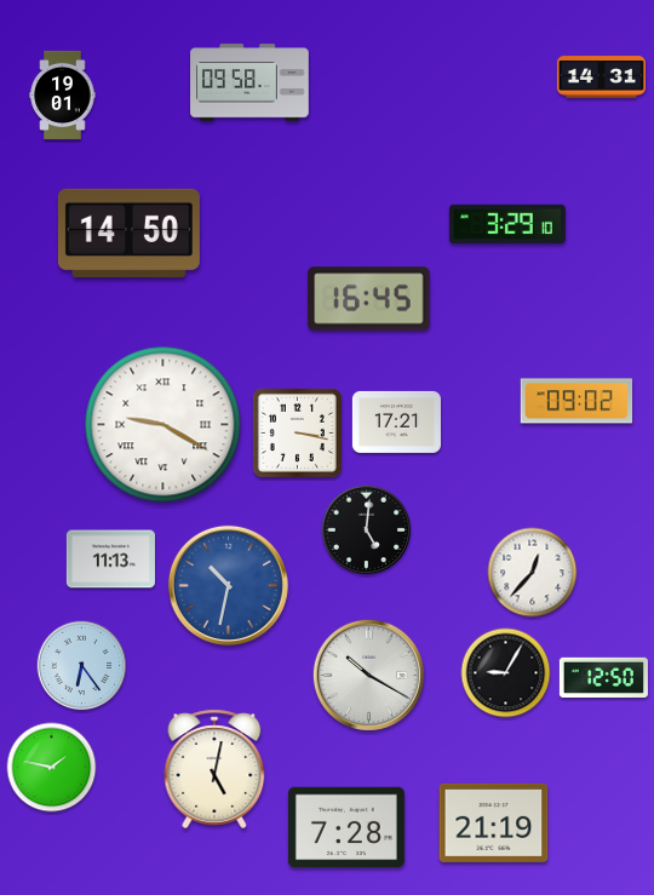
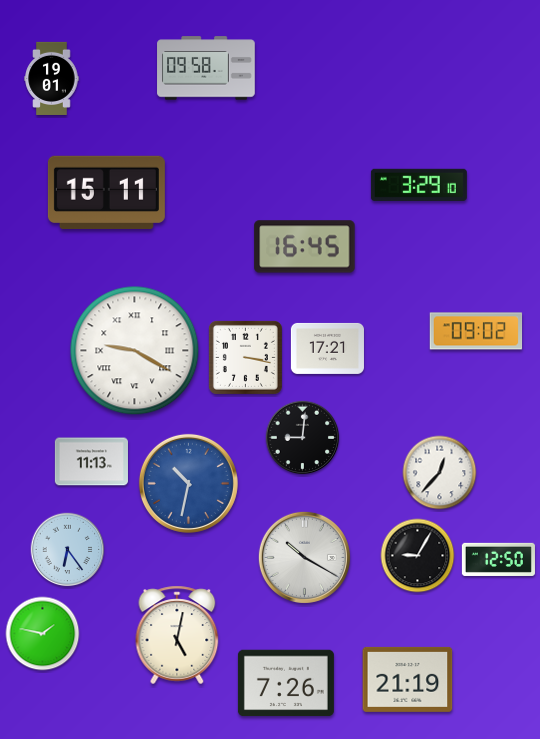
clock at (601, 78): 14:31 -> none
clock at (128, 233): 14:50 -> 15:11
clock at (367, 530): 5:01 -> 9:01
clock at (346, 827): 7:28 -> 7:26
